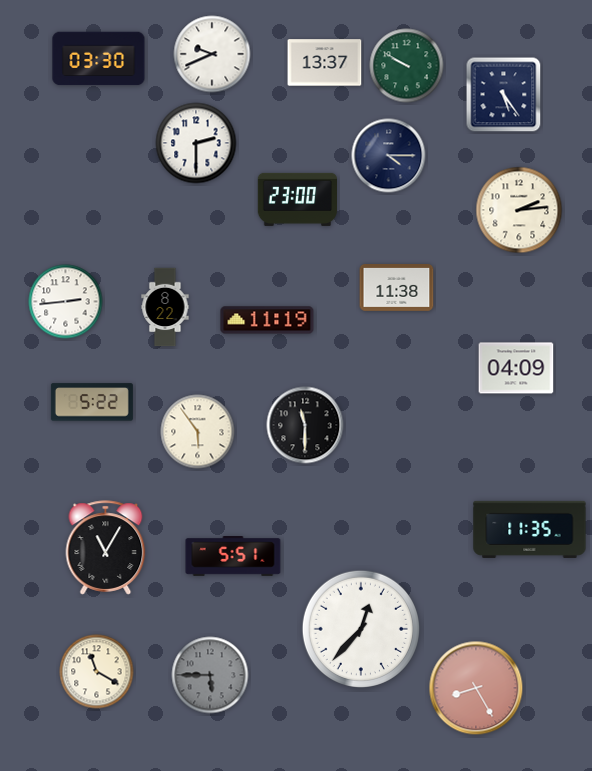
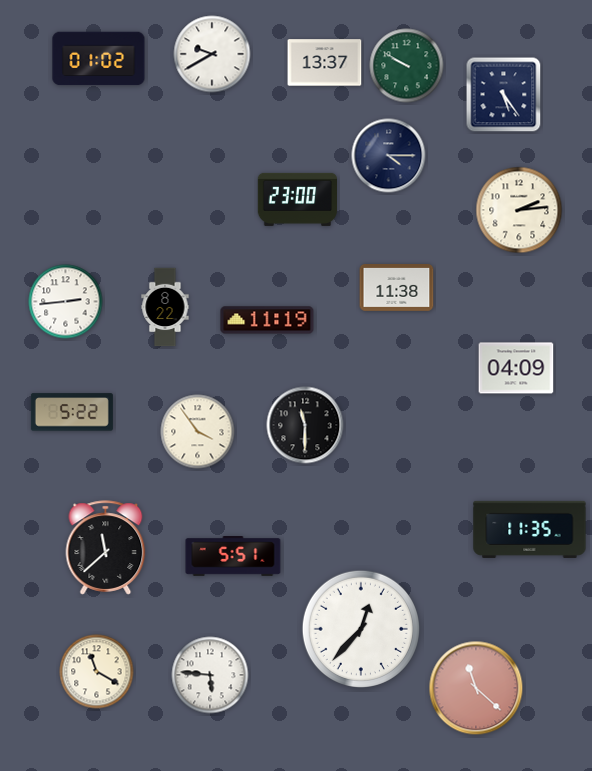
clock at (212, 54): 9:41 -> 9:40
clock at (99, 59): 03:30 -> 01:02
clock at (196, 143): 2:30 -> none
clock at (92, 402) position: (92, 402) -> (72, 412)
clock at (198, 432): 5:54 -> 3:54
clock at (106, 548): 11:05 -> 11:38
clock at (210, 675): 5:45 -> 5:46
clock at (210, 675) dial: grey -> white
clock at (476, 688): 8:25 -> 11:22
